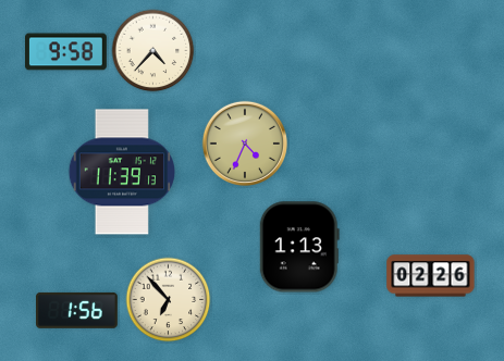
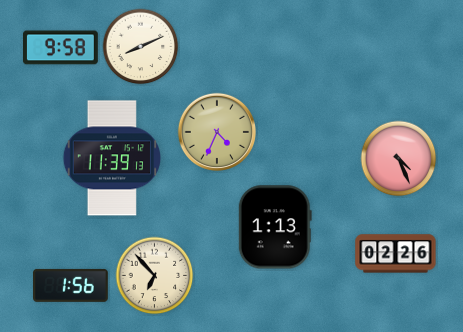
clock at (153, 51): 4:37 -> 8:11
clock at (244, 142) position: (244, 142) -> (216, 131)
clock at (399, 159): none -> 4:26
